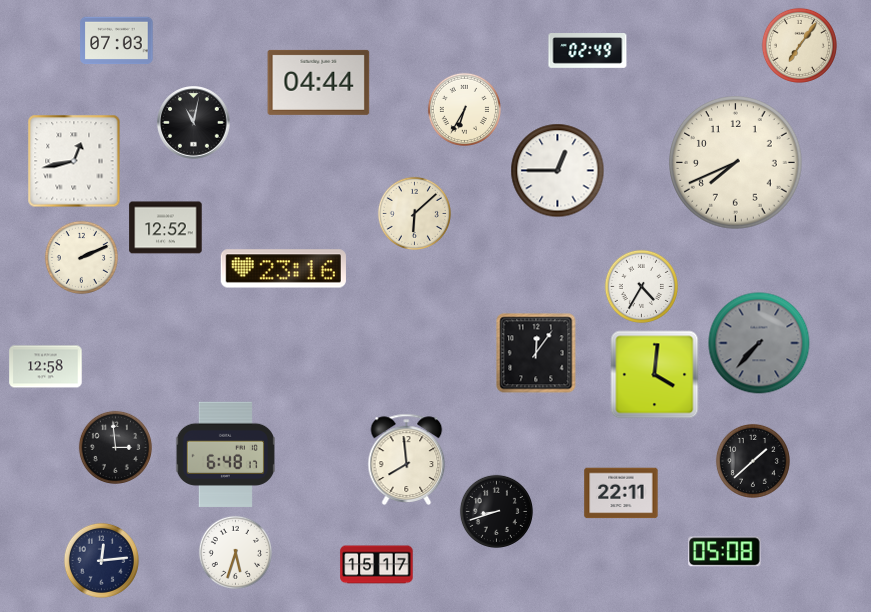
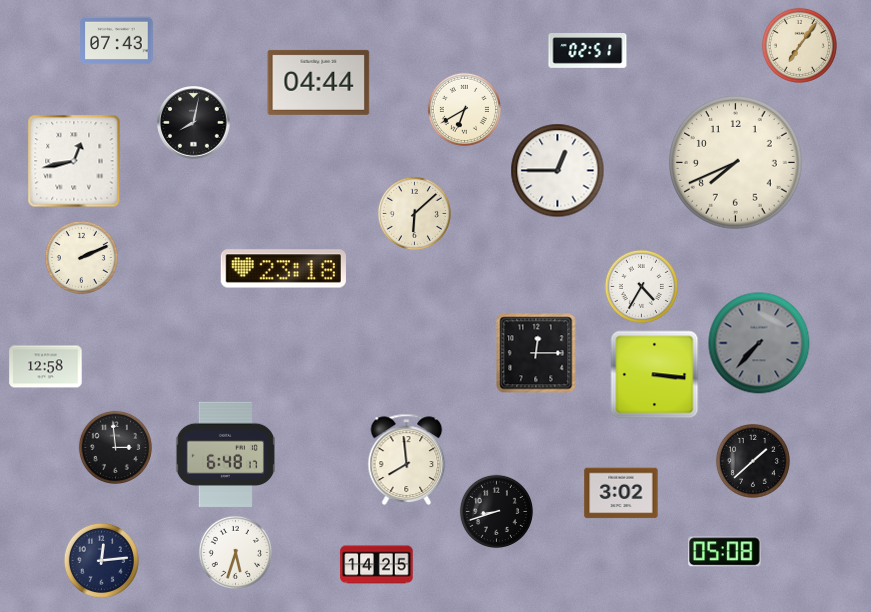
clock at (117, 41): 07:03 -> 07:43
clock at (588, 51): 02:49 -> 02:51
clock at (464, 109): 6:35 -> 6:40
clock at (194, 123): 11:02 -> 8:02
clock at (166, 228): 12:52 -> none
clock at (283, 269): 23:16 -> 23:18
clock at (536, 353): 12:06 -> 12:15
clock at (655, 375): 4:01 -> 3:16
clock at (621, 493): 22:11 -> 3:02
clock at (377, 565): 15:17 -> 14:25
